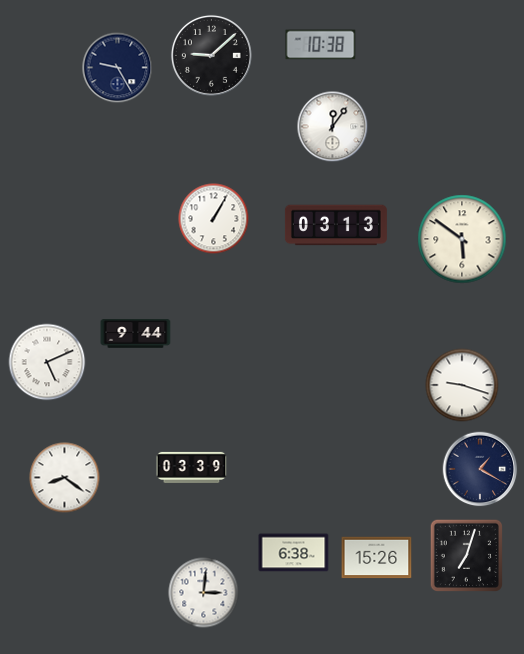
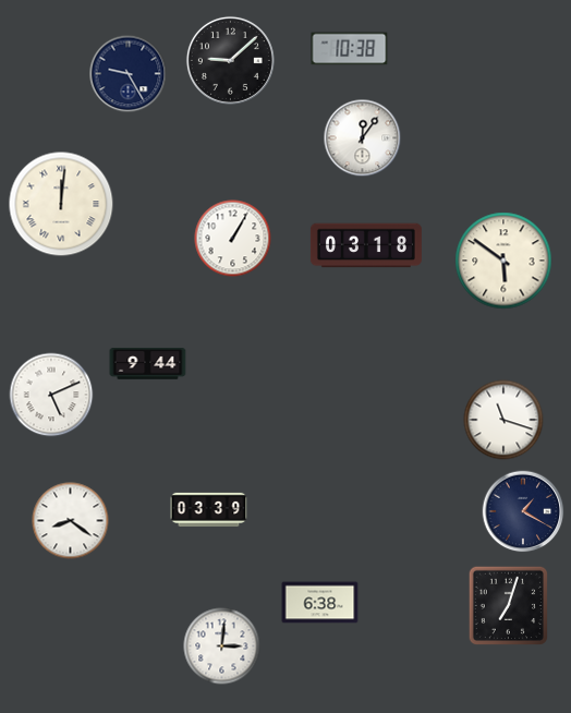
clock at (61, 204): none -> 12:01
clock at (336, 225): 03:13 -> 03:18
clock at (462, 385): 9:18 -> 11:18
clock at (377, 558): 15:26 -> none
